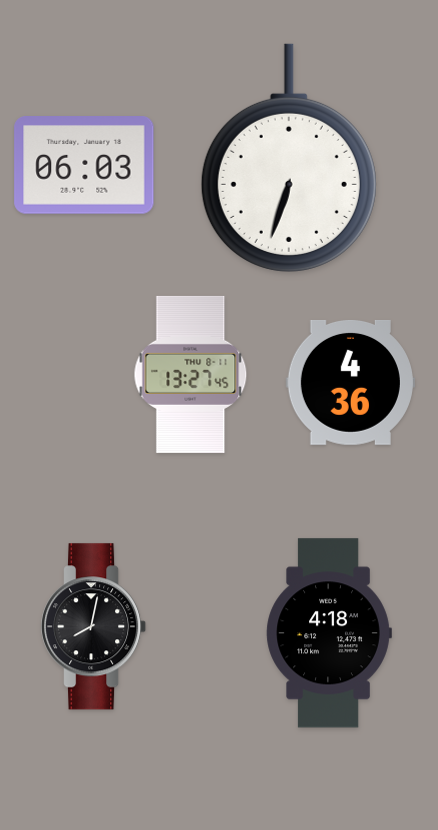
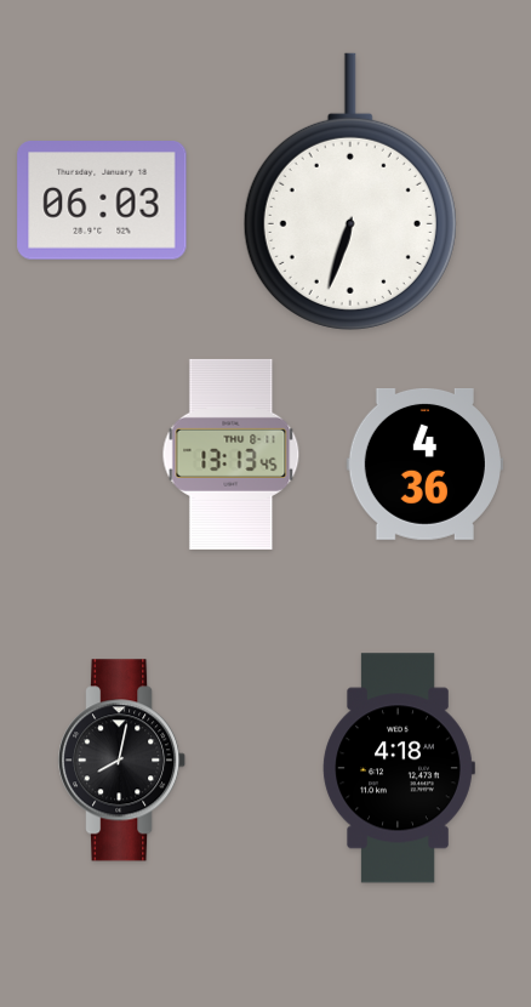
clock at (191, 374): 13:27 -> 13:13
clock at (94, 627) position: (94, 627) -> (122, 761)
